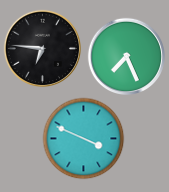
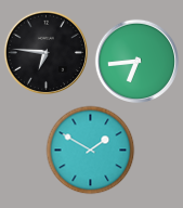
clock at (126, 56): 7:26 -> 6:44
clock at (83, 138): 3:49 -> 1:50
